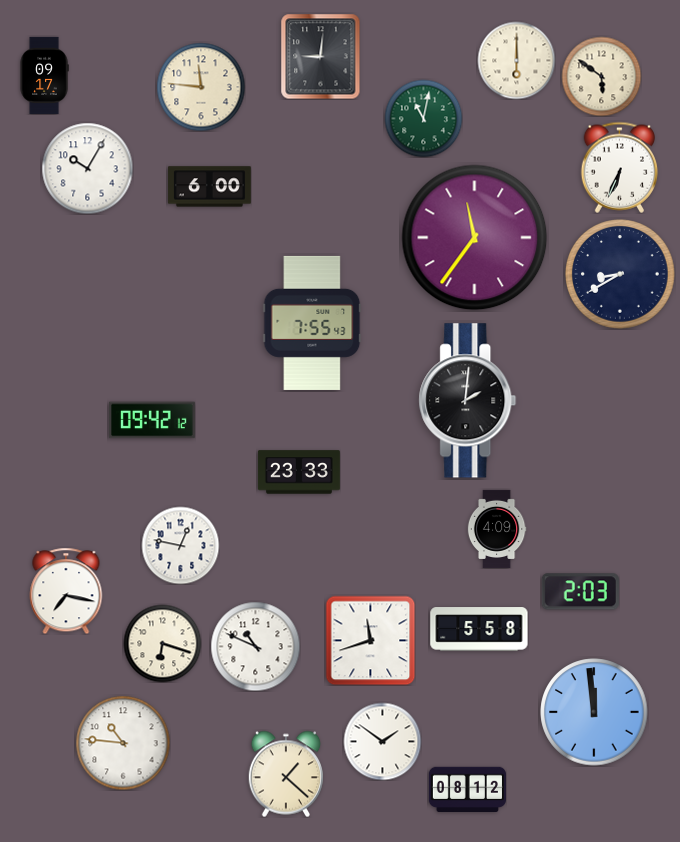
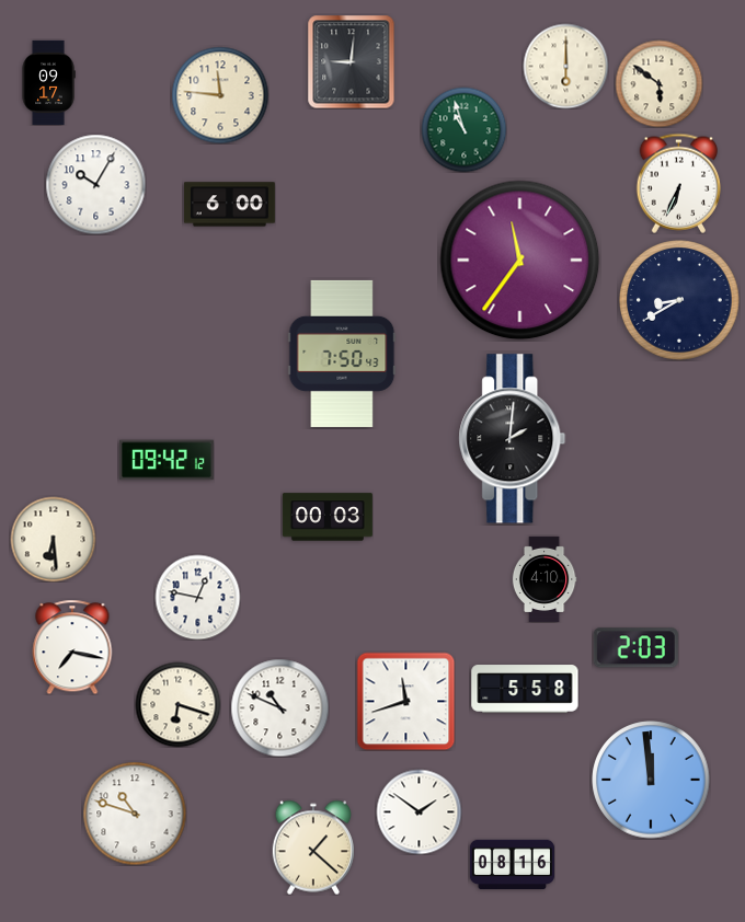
clock at (423, 118): 11:02 -> 10:57
clock at (312, 323): 7:55 -> 7:50
clock at (299, 472): 23:33 -> 00:03
clock at (53, 539): none -> 6:29
clock at (497, 529): 4:09 -> 4:10
clock at (123, 743): 10:46 -> 10:48
clock at (467, 789): 08:12 -> 08:16
